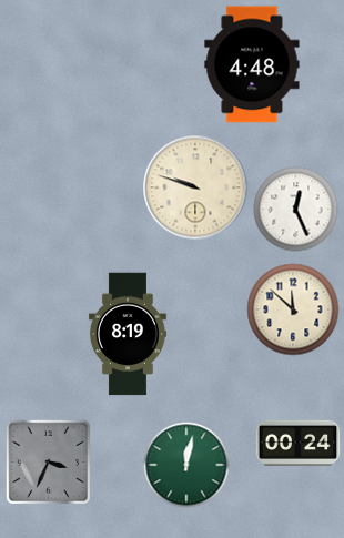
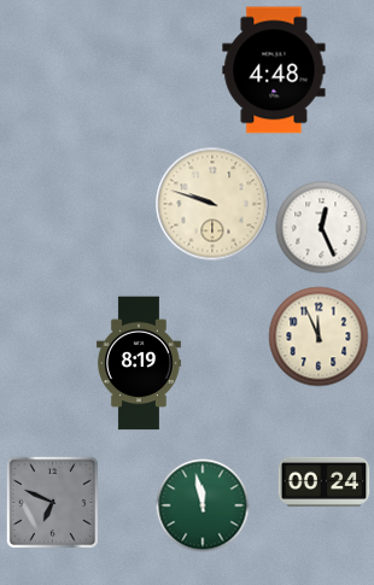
clock at (293, 309): 11:52 -> 11:56
clock at (48, 461): 3:34 -> 6:49
clock at (186, 465): 12:02 -> 11:58
